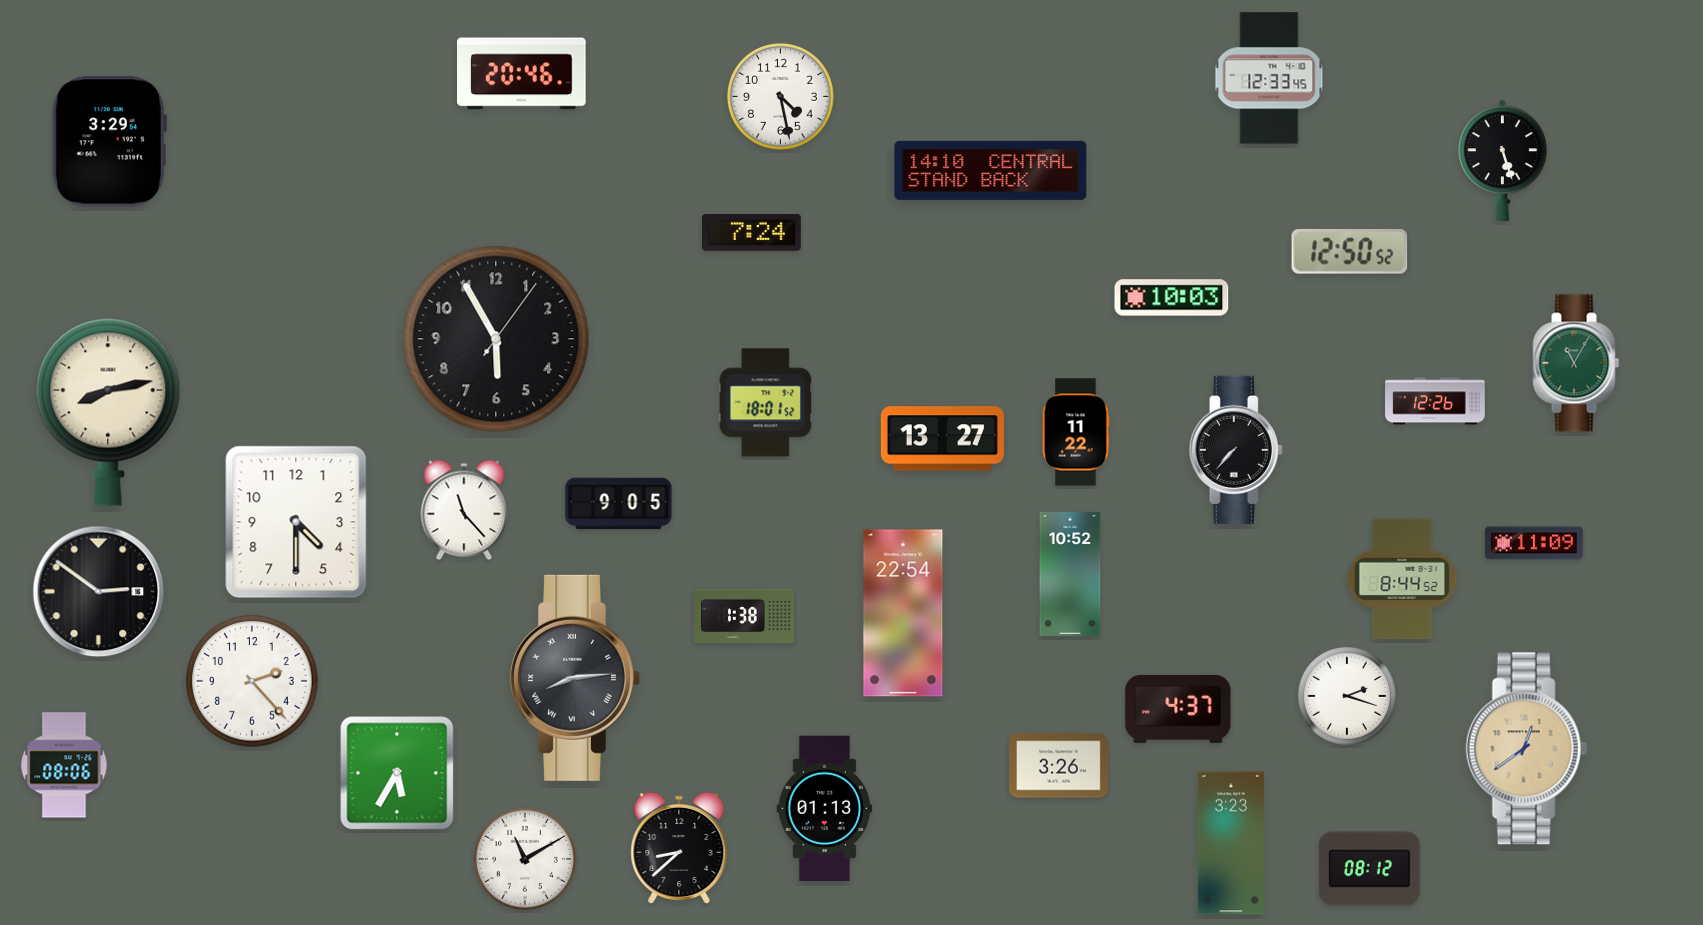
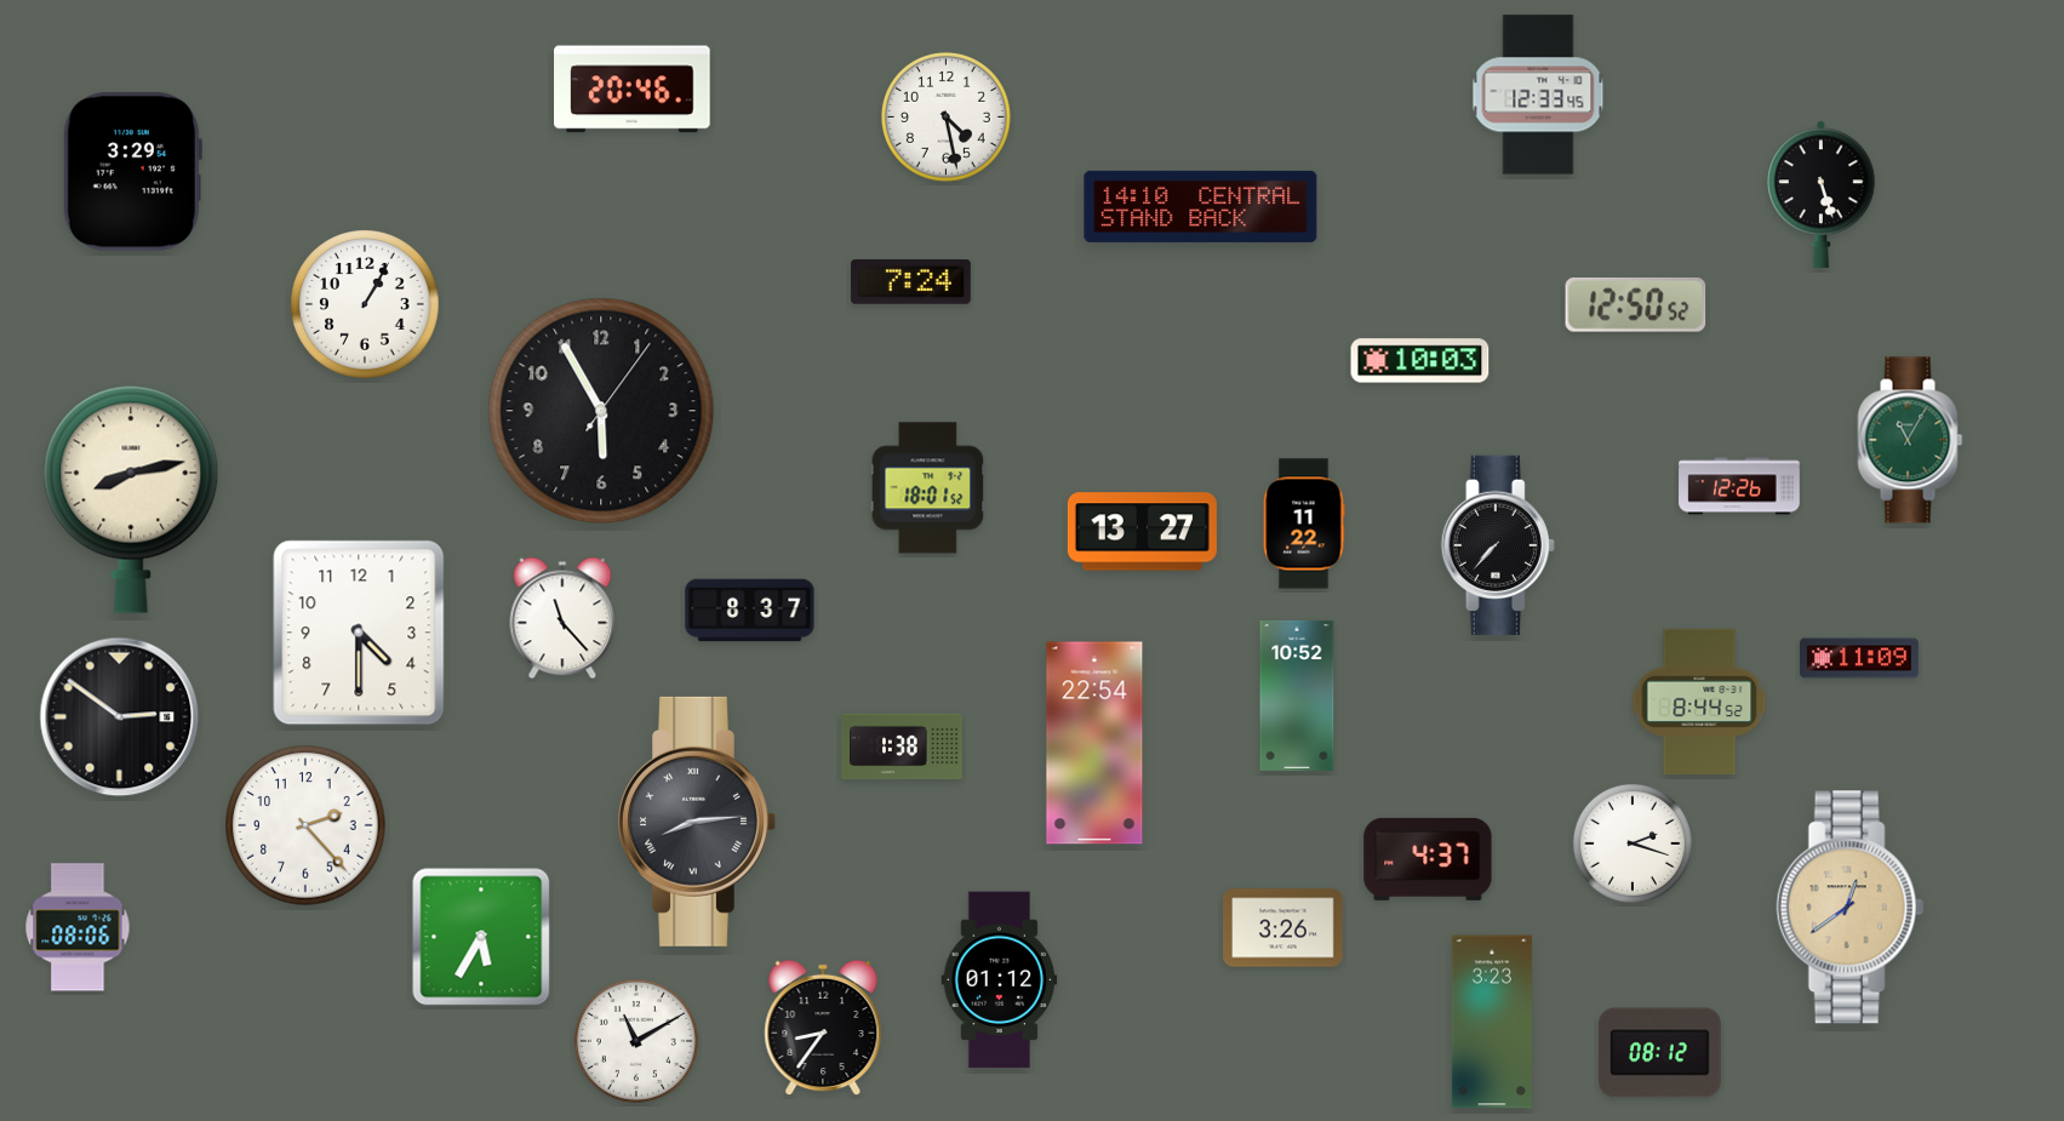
clock at (365, 304): none -> 1:05
clock at (619, 504): 9:05 -> 8:37
clock at (825, 809): 01:13 -> 01:12
clock at (679, 848): 8:38 -> 8:36
